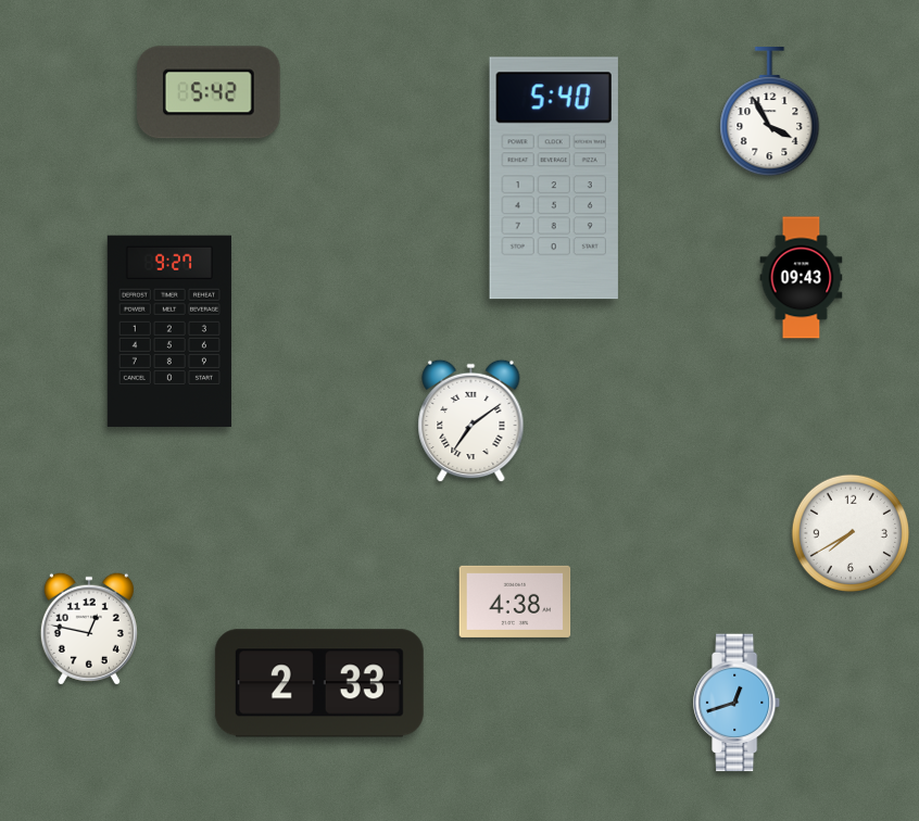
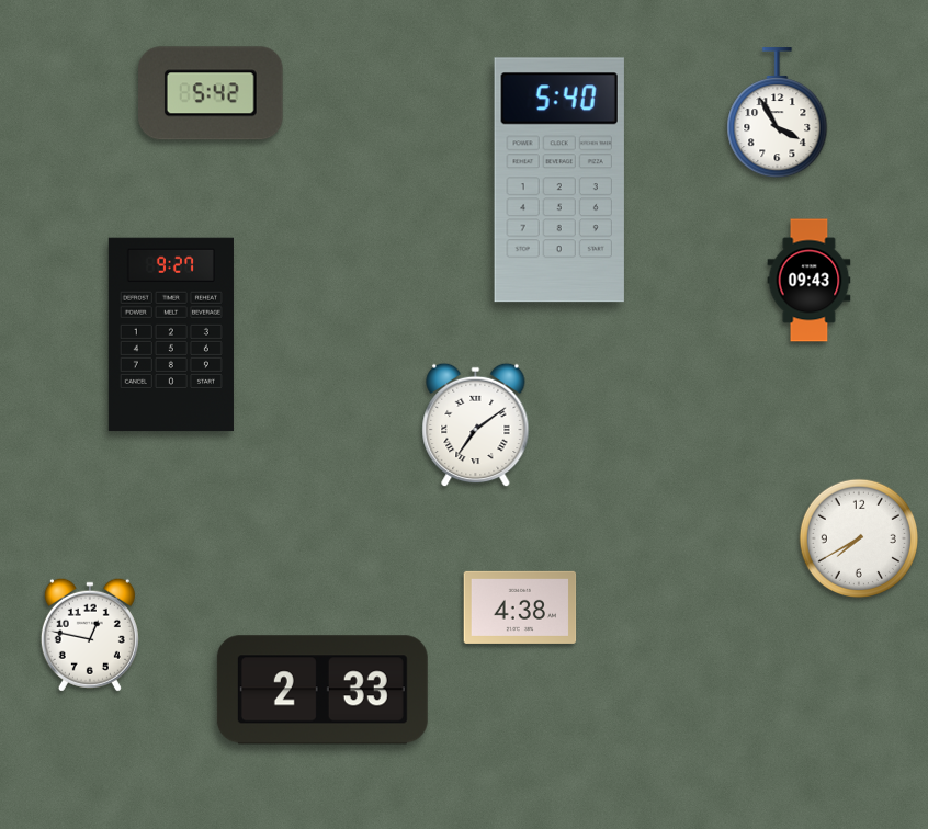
clock at (738, 703): 12:42 -> none
